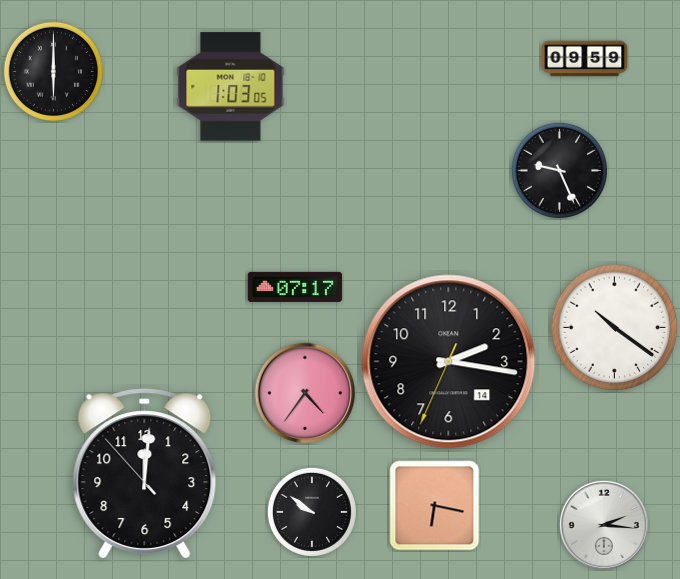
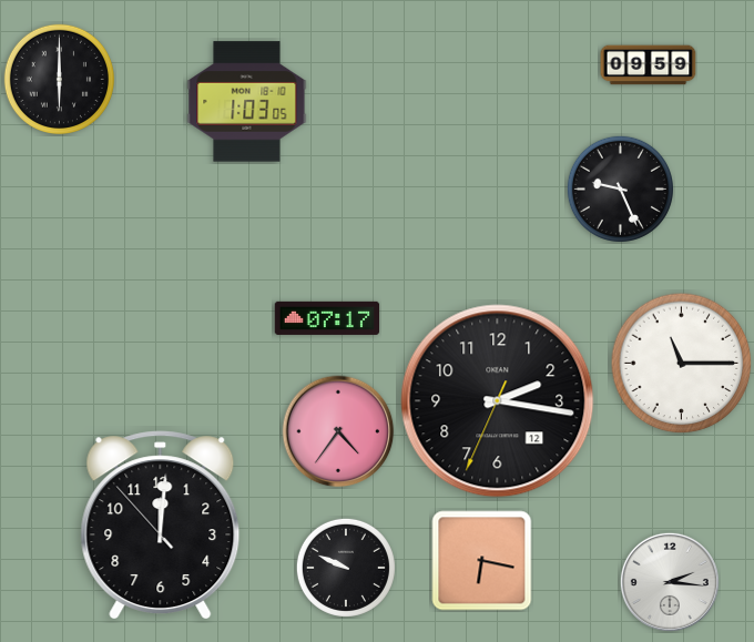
clock at (231, 87) position: (231, 87) -> (247, 102)
clock at (615, 328): 10:21 -> 11:15
clock at (449, 362) date: 14 -> 12
clock at (305, 393) position: (305, 393) -> (338, 431)
clock at (312, 512): 9:51 -> 9:49
